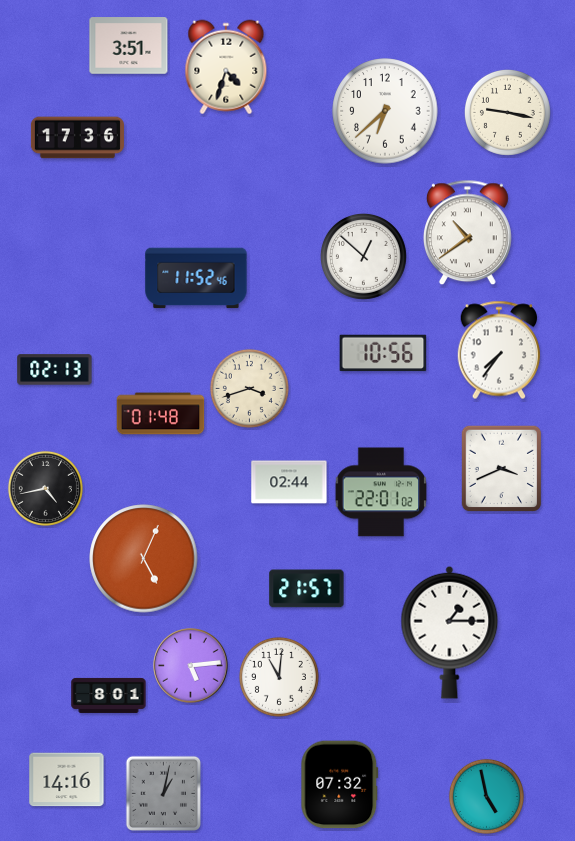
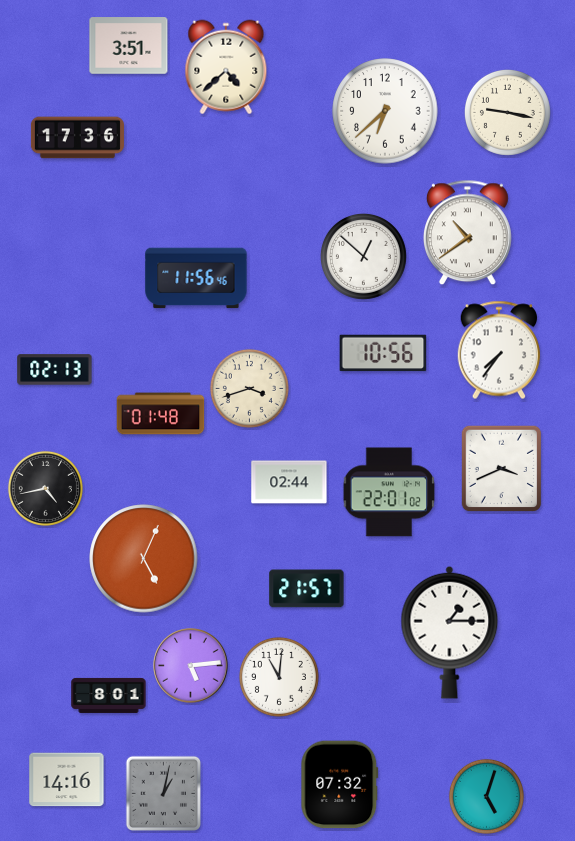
clock at (226, 67): 4:33 -> 4:38
clock at (196, 278): 11:52 -> 11:56
clock at (381, 492) position: (381, 492) -> (389, 492)
clock at (486, 796): 4:58 -> 5:03
